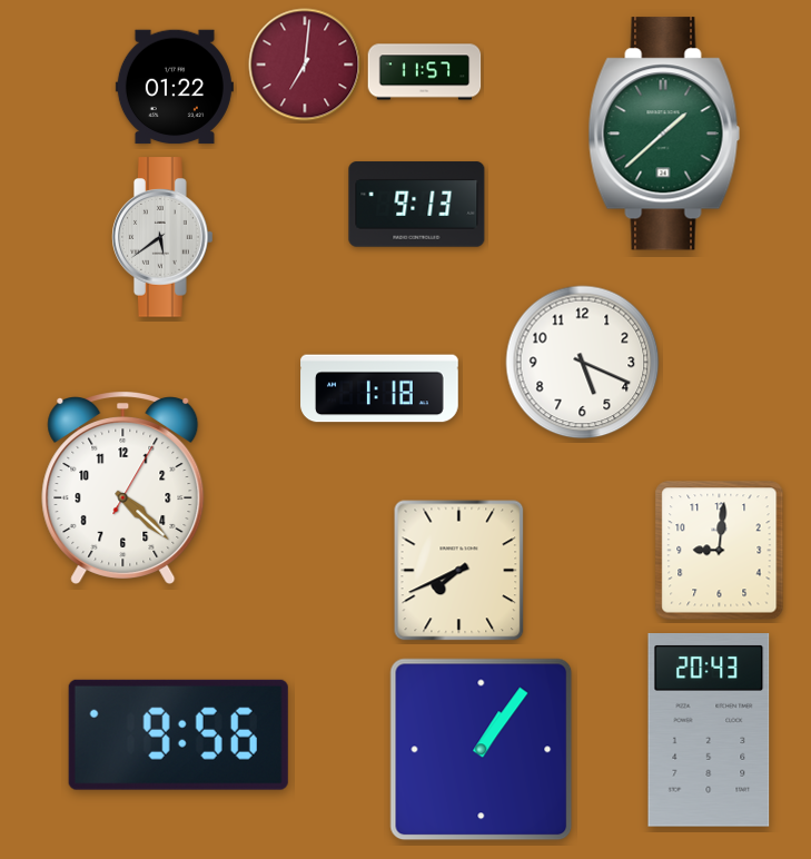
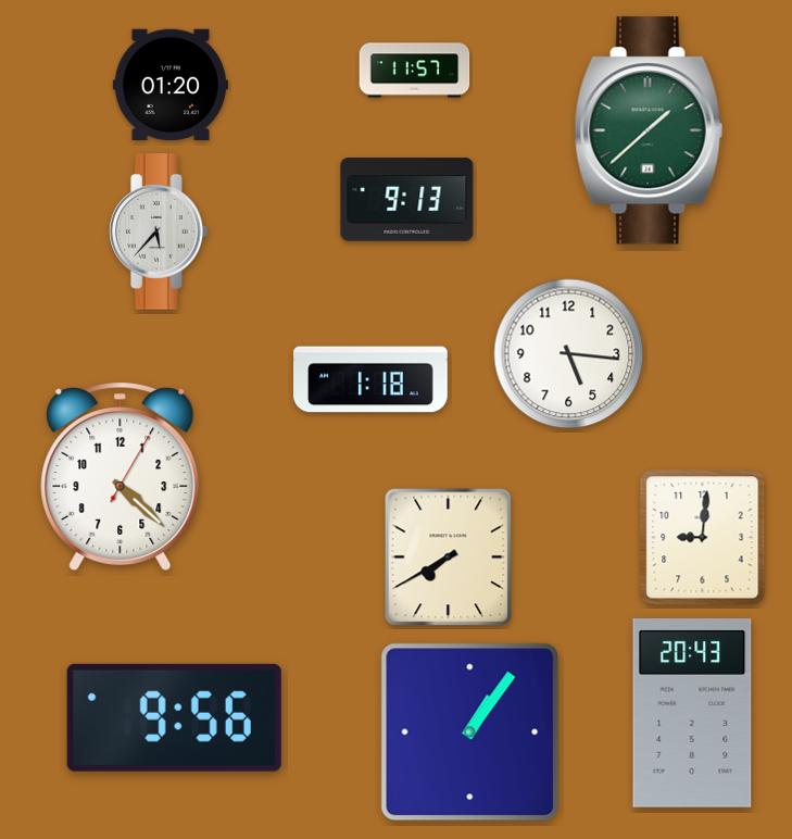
clock at (305, 65): 7:01 -> none
clock at (175, 87): 01:22 -> 01:20
clock at (162, 237): 5:39 -> 5:37
clock at (583, 363): 5:19 -> 5:16
clock at (459, 571): 7:41 -> 7:40
